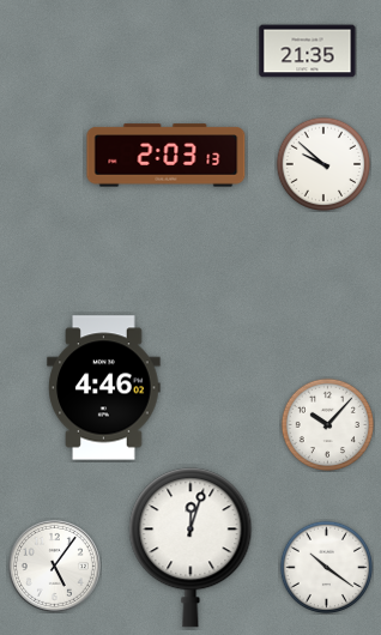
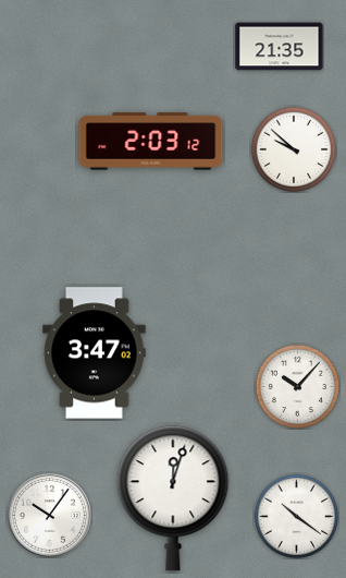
clock at (167, 156): 2:03:13 -> 2:03:12
clock at (104, 388): 4:46 -> 3:47
clock at (54, 566): 5:06 -> 10:06
